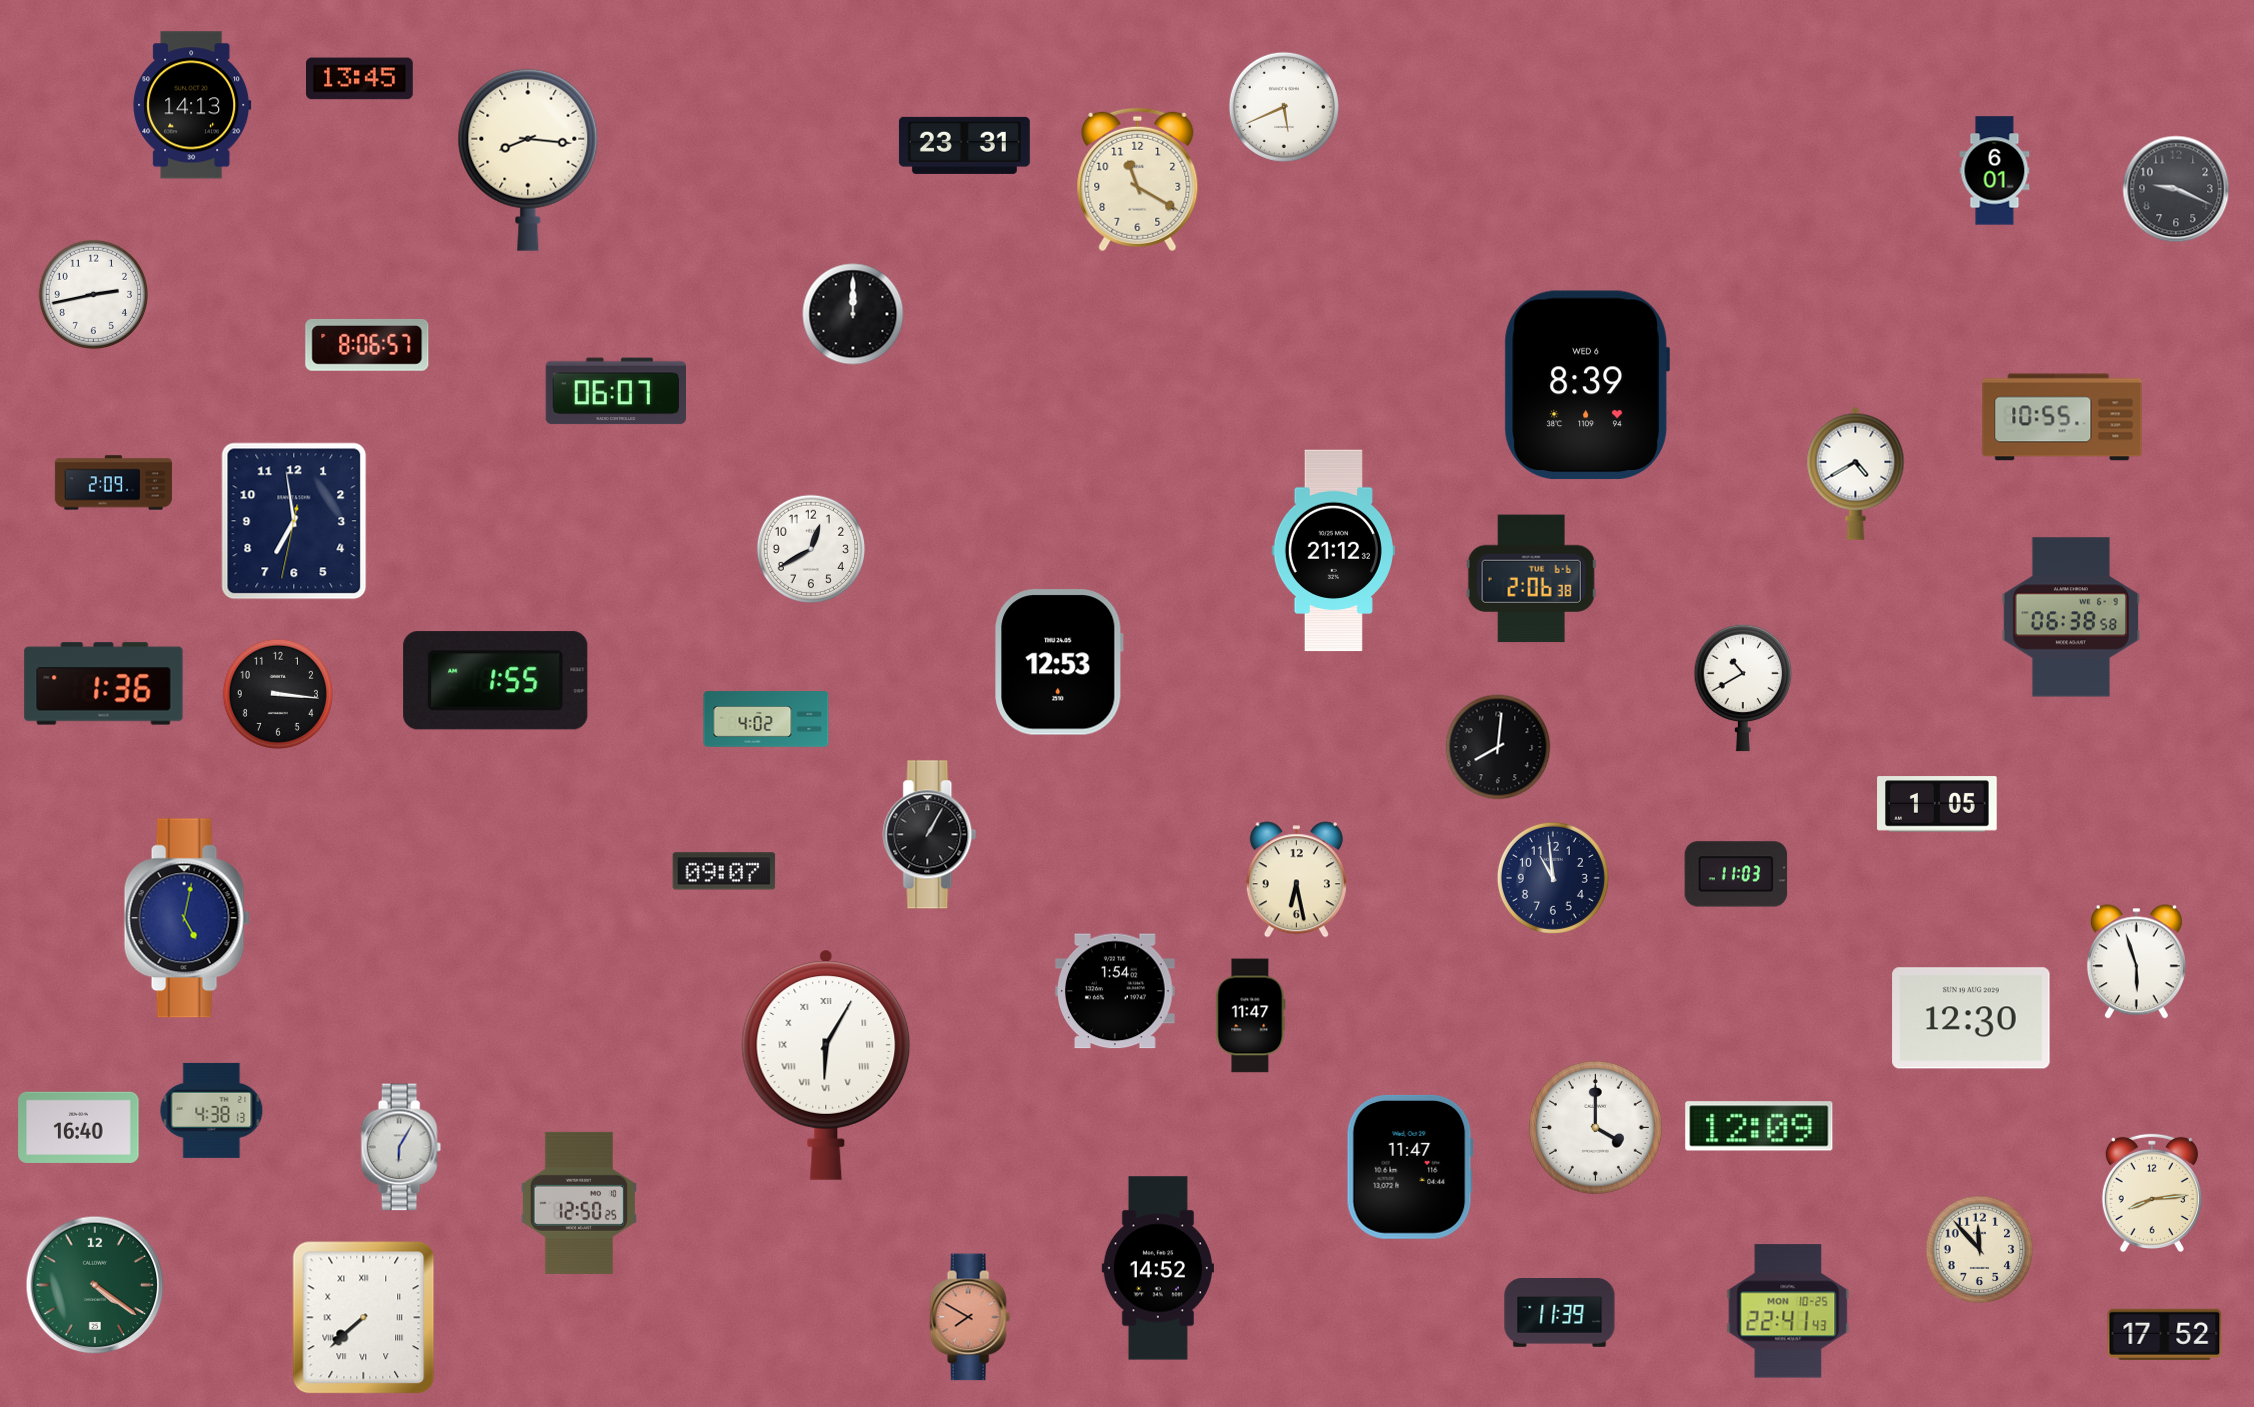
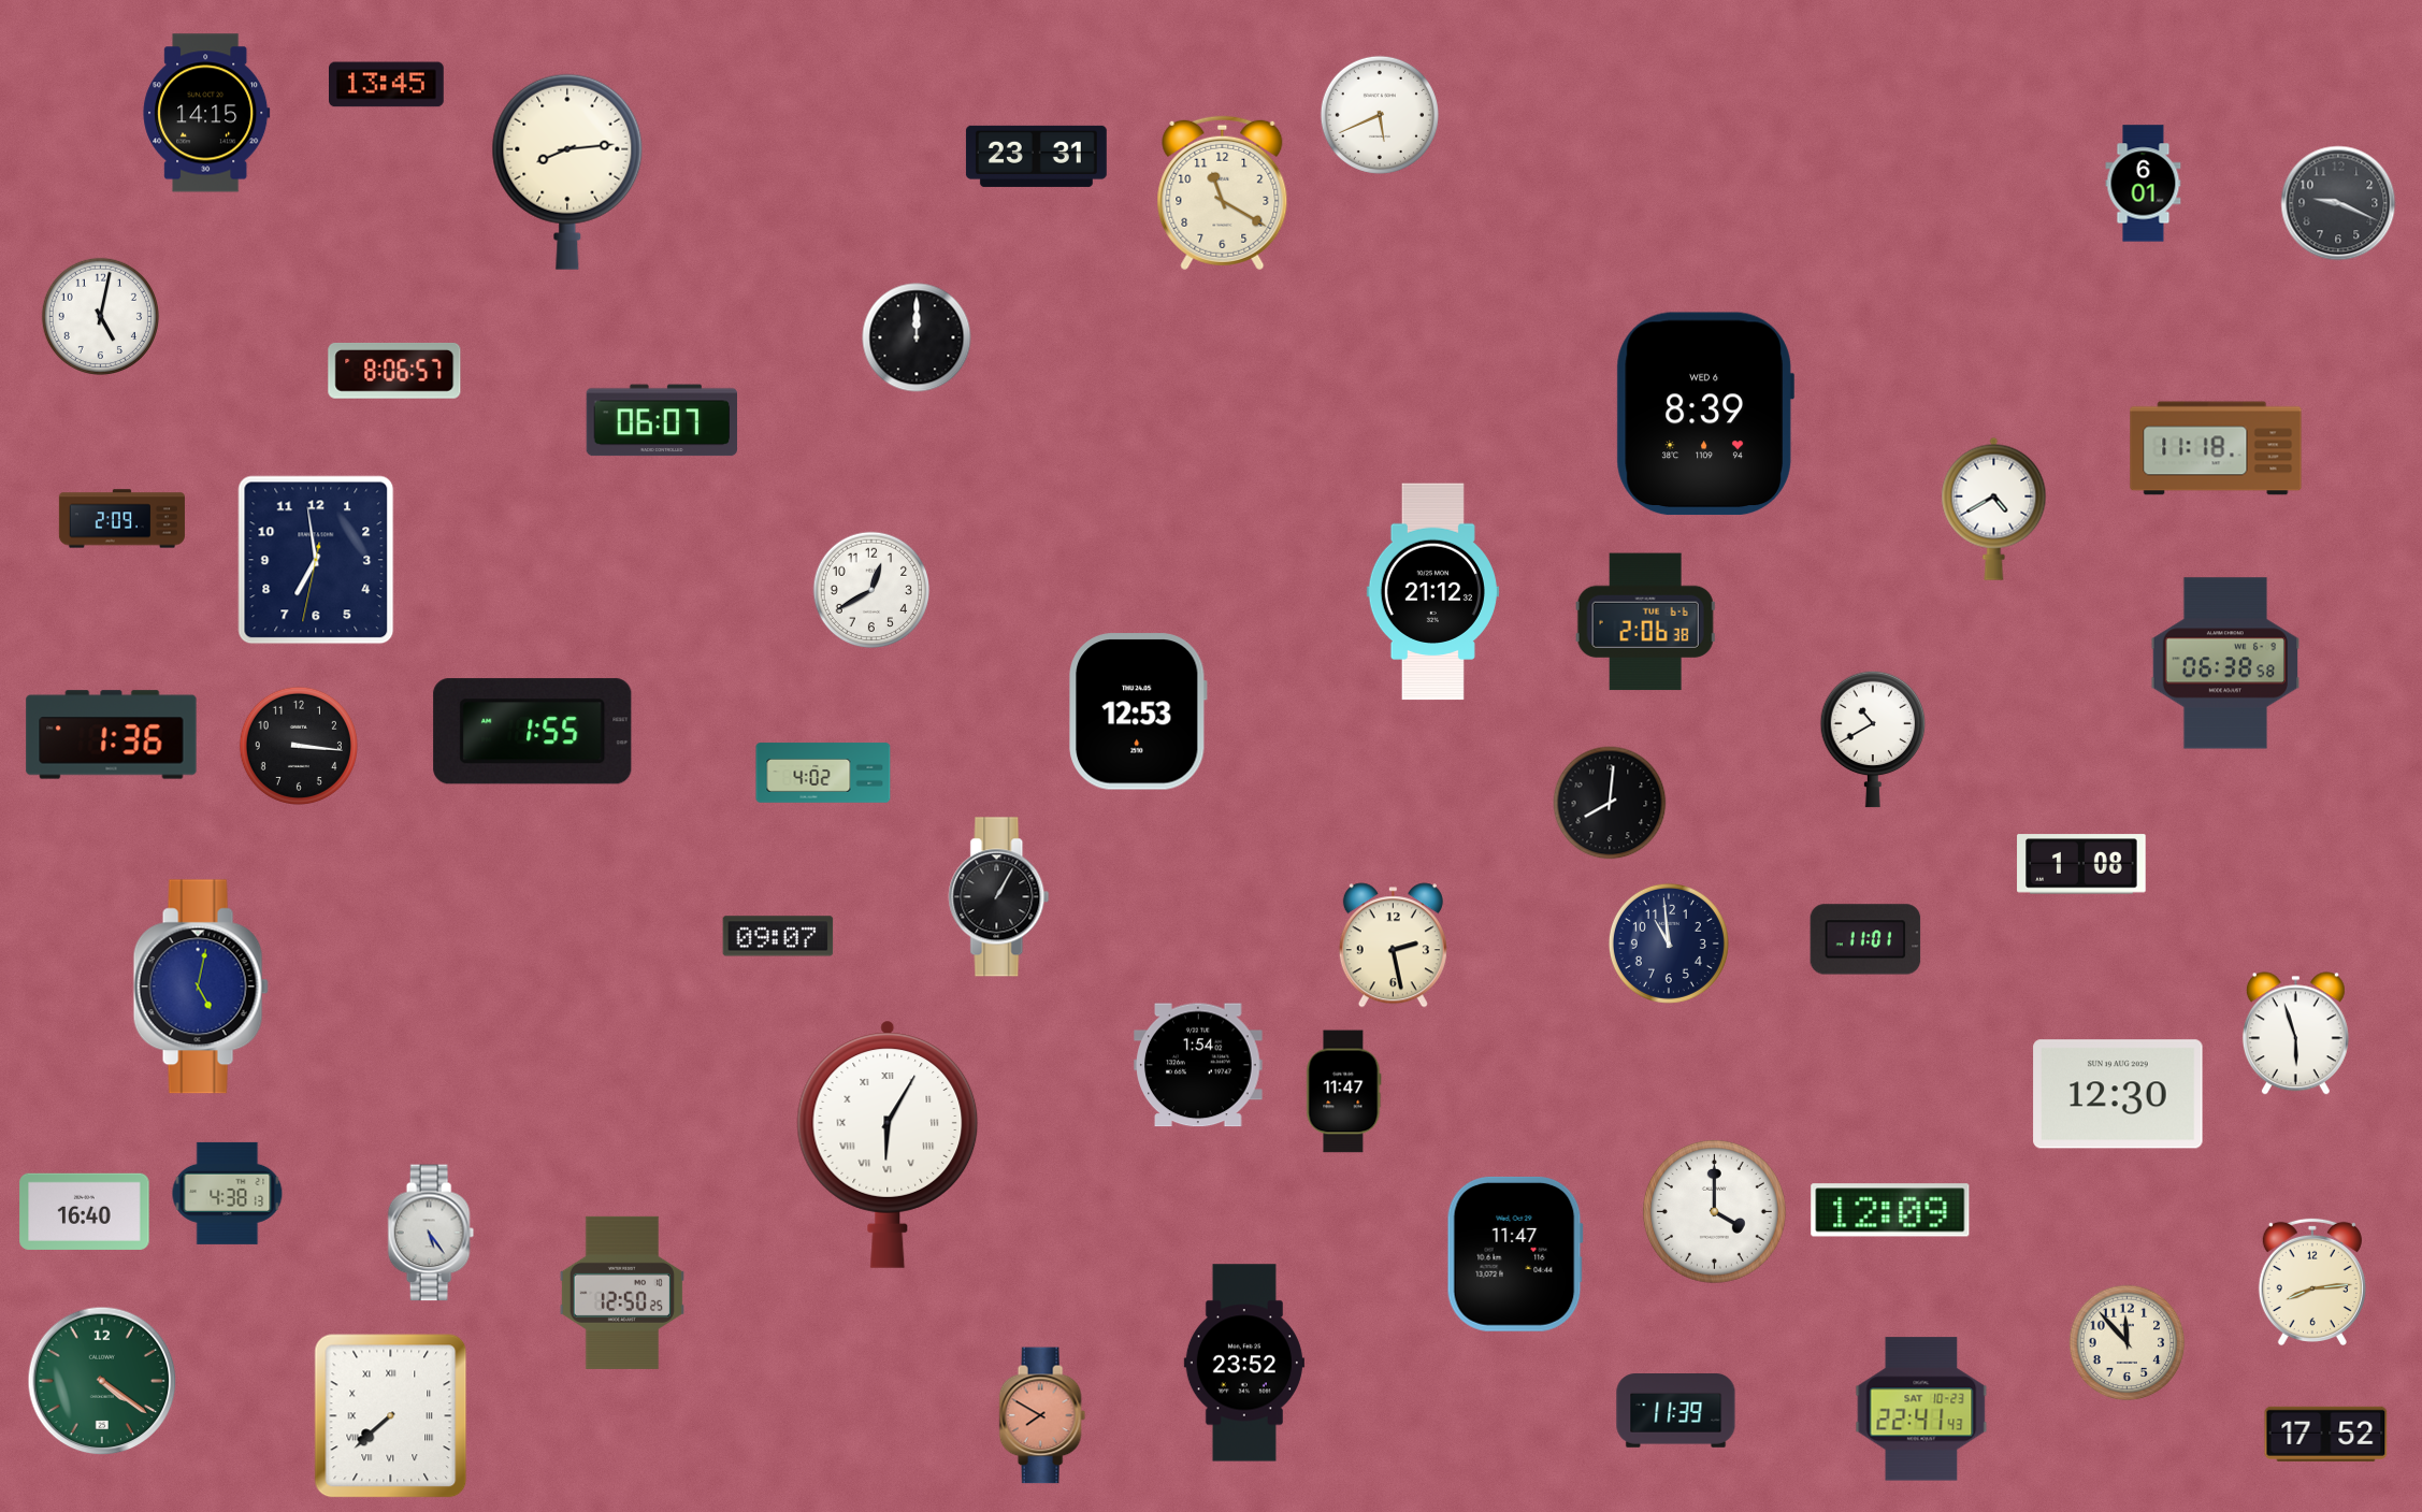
clock at (192, 105): 14:13 -> 14:15
clock at (528, 160): 8:16 -> 8:14
clock at (93, 294): 2:43 -> 5:02
clock at (2062, 417): 10:55 -> 11:18
clock at (1937, 804): 1:05 -> 1:08
clock at (1736, 874): 11:03 -> 11:01
clock at (1296, 880): 6:28 -> 2:28
clock at (401, 1147): 6:05 -> 5:24
clock at (1158, 1268): 14:52 -> 23:52
clock at (1788, 1311) date: MON 10-25 -> SAT 10-23
